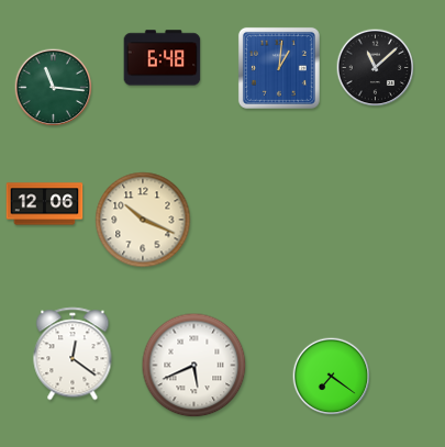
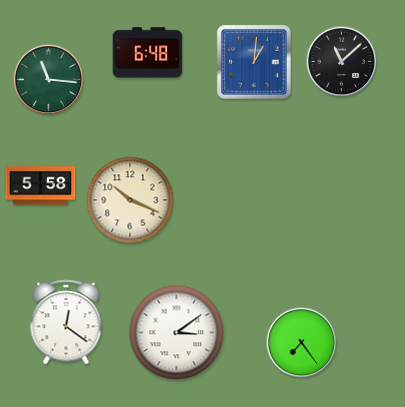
clock at (45, 204): 12:06 -> 5:58
clock at (194, 366): 5:41 -> 3:09
clock at (332, 377): 7:21 -> 7:24
